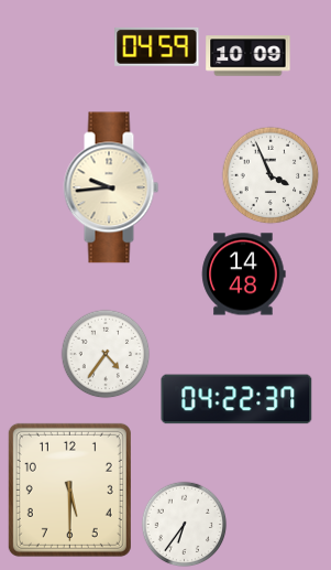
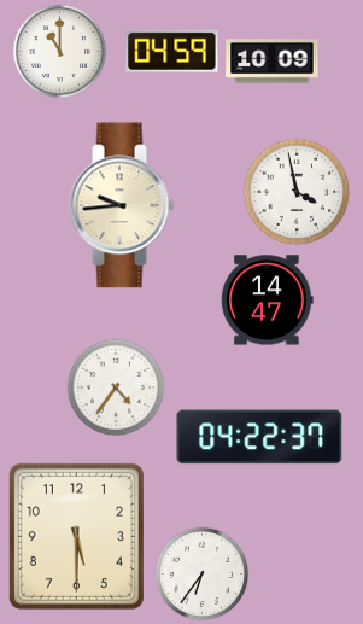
clock at (59, 51): none -> 11:00
clock at (271, 175): 3:56 -> 3:58
clock at (244, 275): 14:48 -> 14:47
